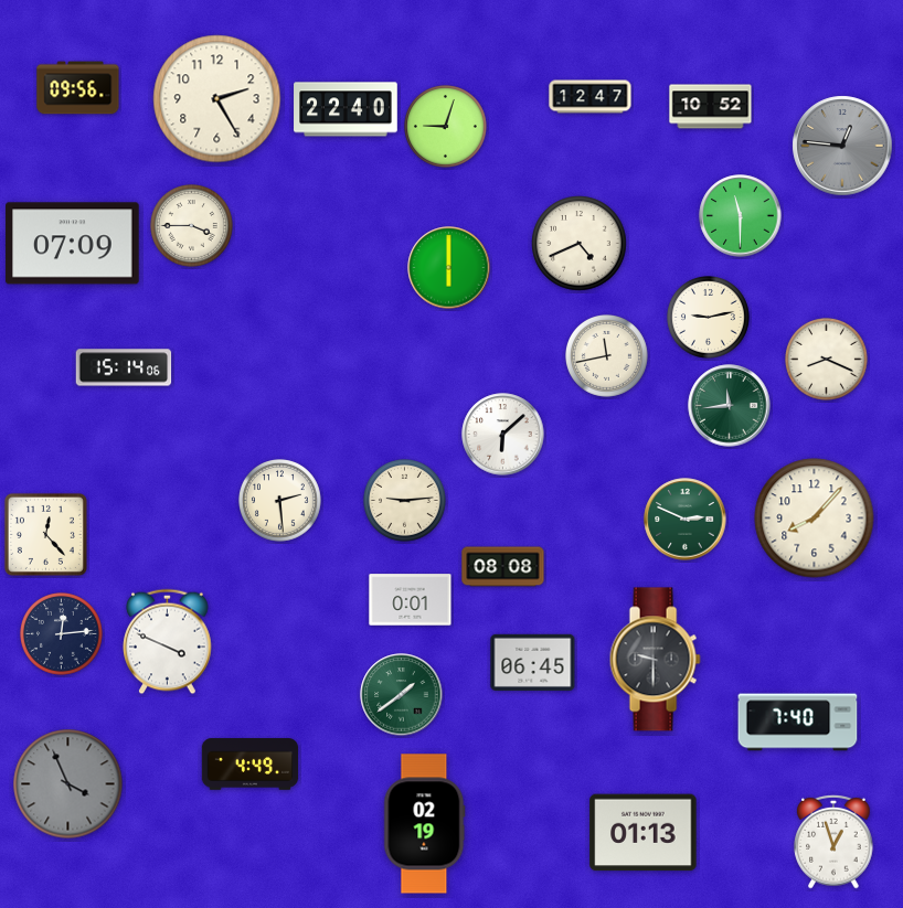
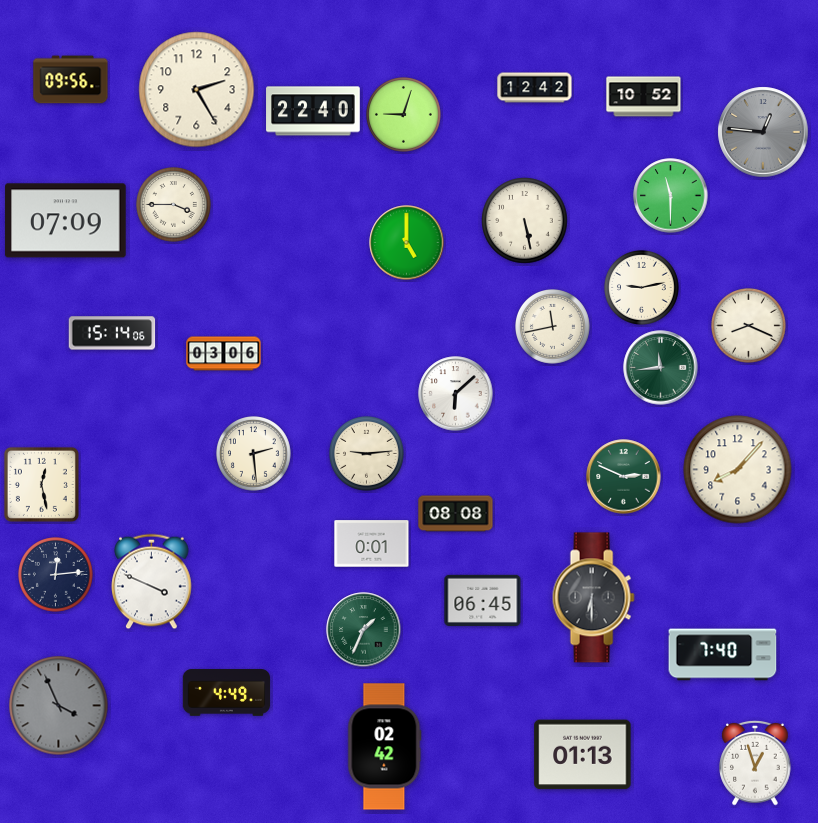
clock at (591, 97): 12:47 -> 12:42
clock at (346, 109) position: (346, 109) -> (313, 111)
clock at (580, 244): 4:41 -> 5:28
clock at (449, 268): 6:00 -> 5:00
clock at (607, 356) position: (607, 356) -> (553, 327)
clock at (224, 354): none -> 03:06
clock at (686, 520) position: (686, 520) -> (624, 477)
clock at (45, 534): 12:23 -> 12:28
clock at (655, 660): 9:30 -> 6:30
clock at (402, 695): 1:39 -> 1:34
clock at (68, 784) position: (68, 784) -> (59, 706)
clock at (425, 824): 02:19 -> 02:42
